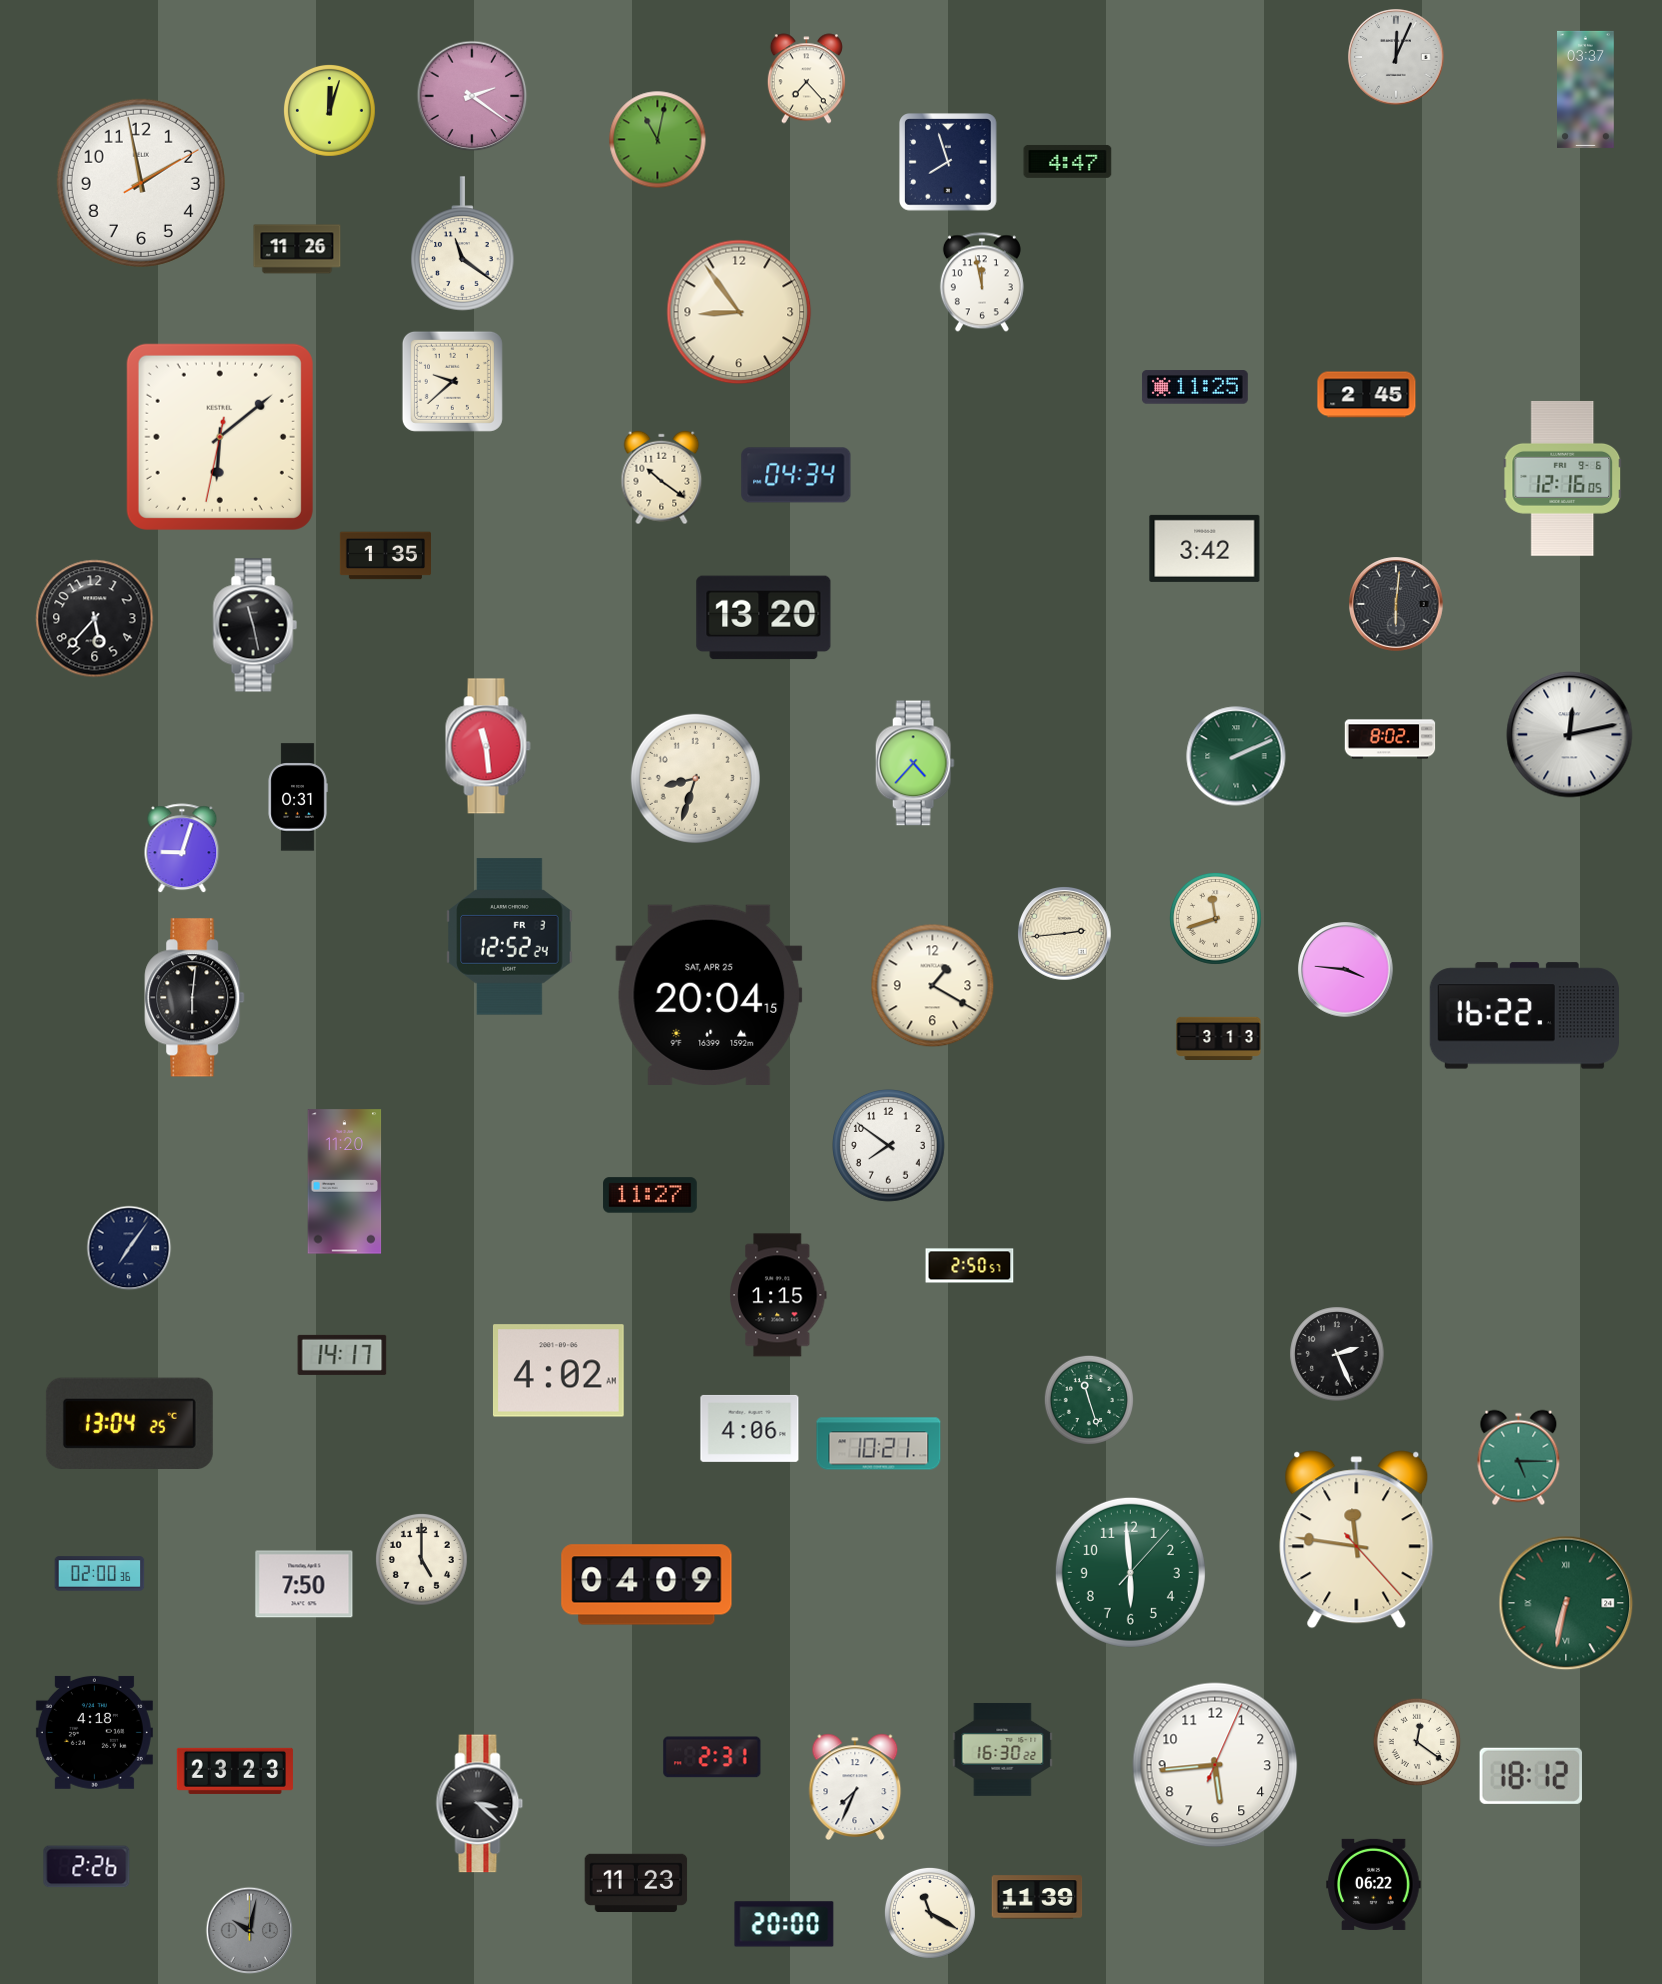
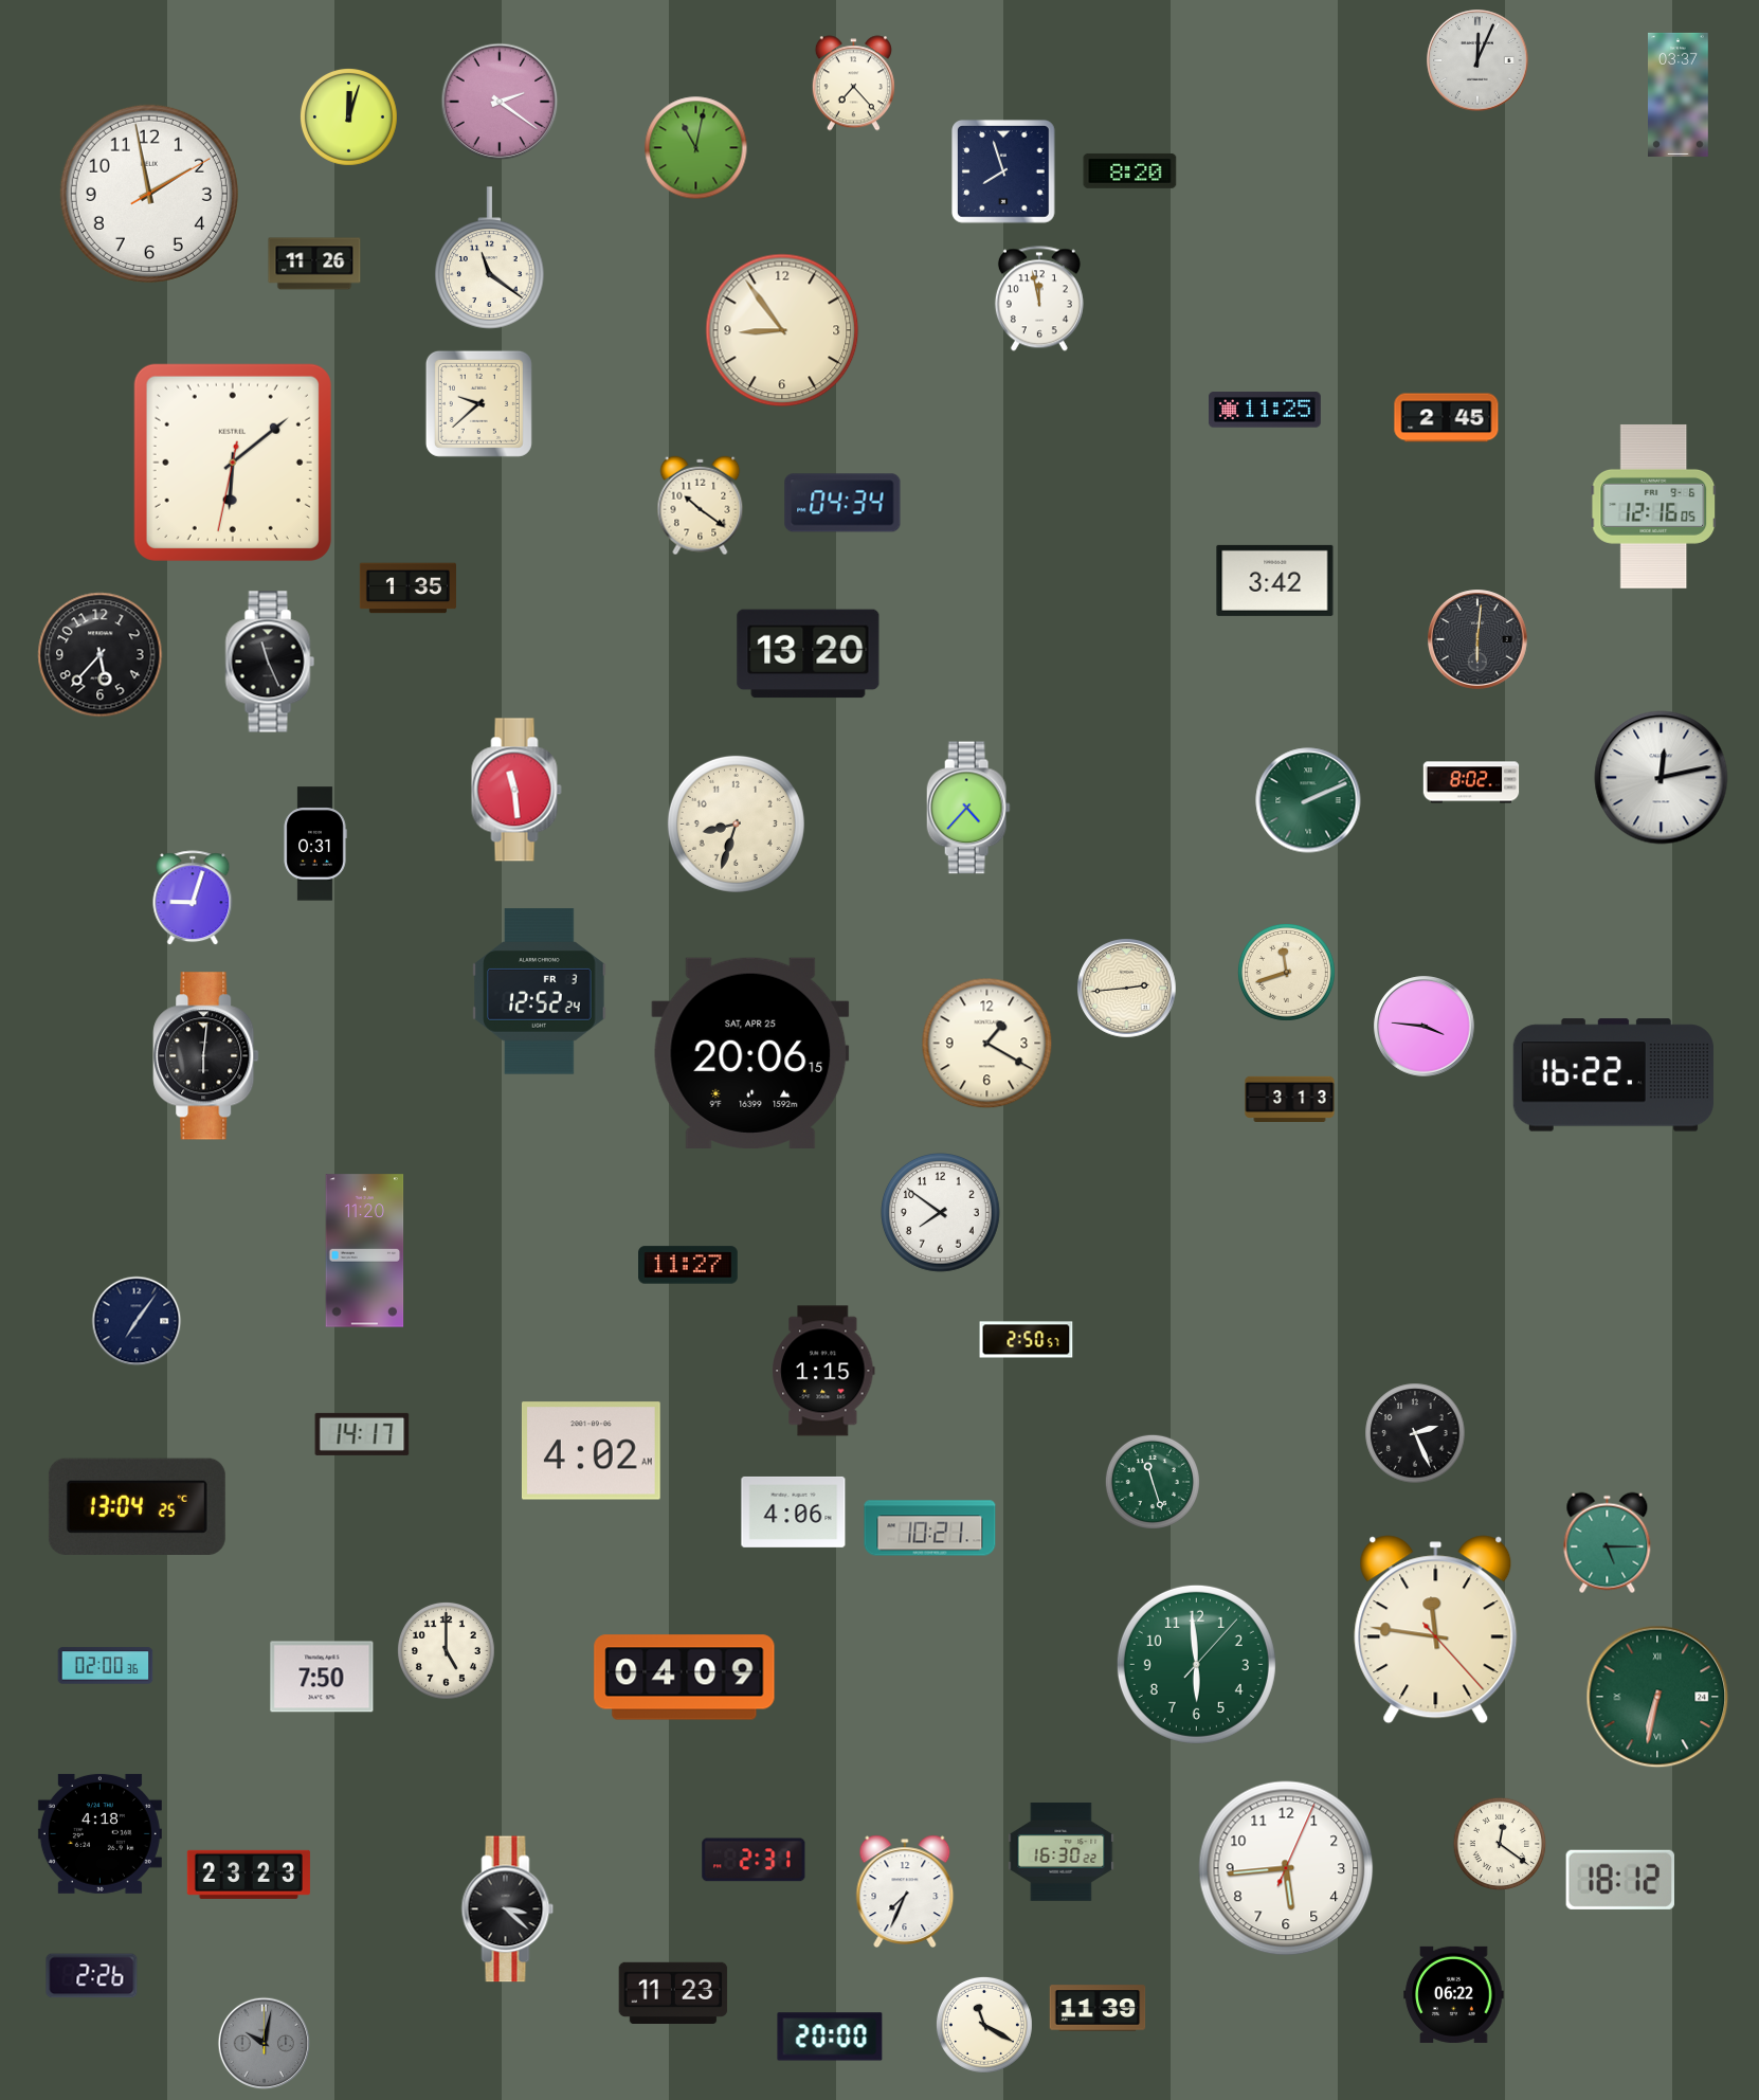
clock at (1068, 161): 4:47 -> 8:20
clock at (255, 625): 11:28 -> 11:26
clock at (709, 995): 20:04 -> 20:06
